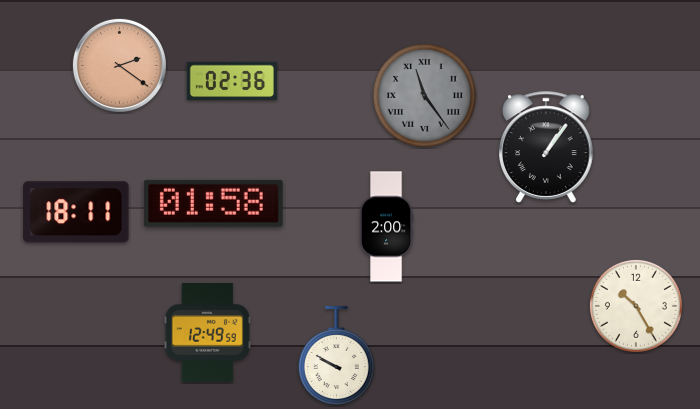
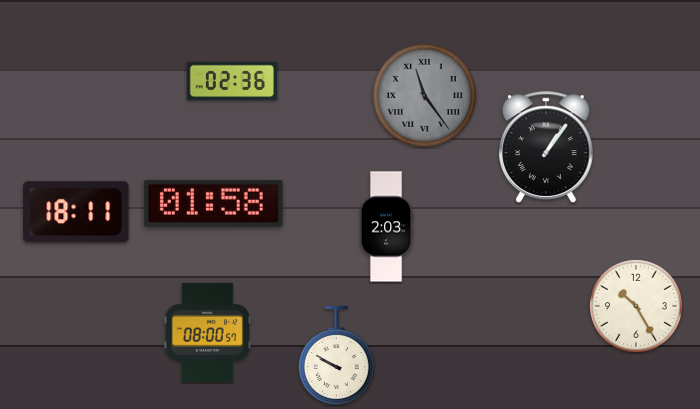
clock at (119, 65): 2:21 -> none
clock at (386, 227): 2:00 -> 2:03
clock at (207, 333): 12:49 -> 08:00
